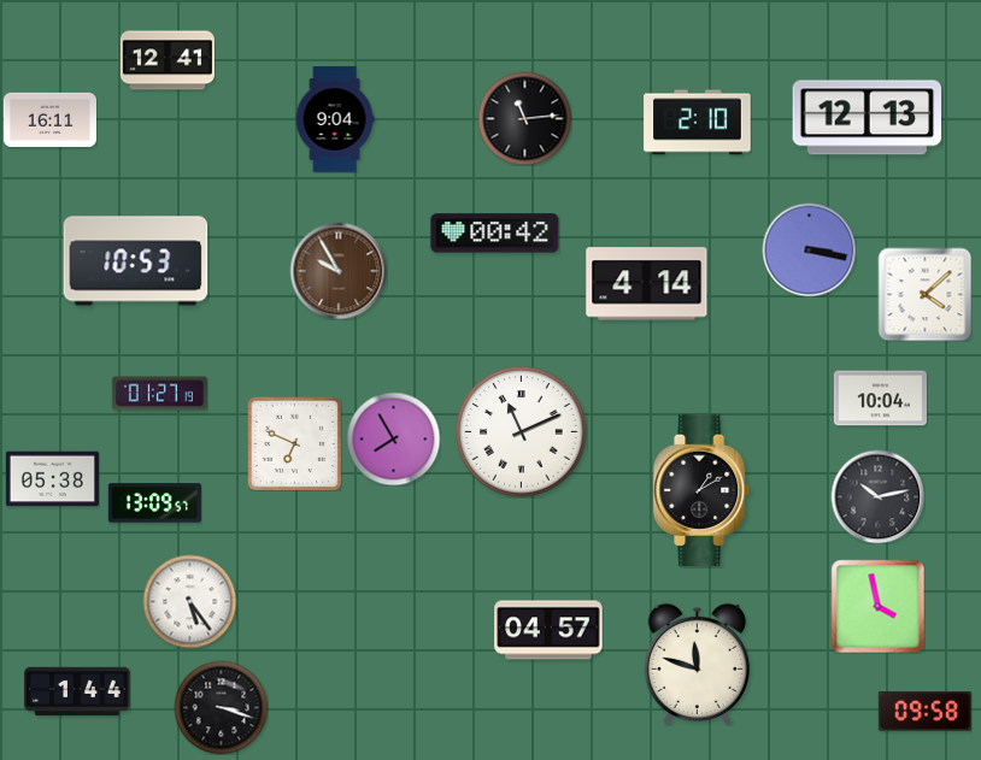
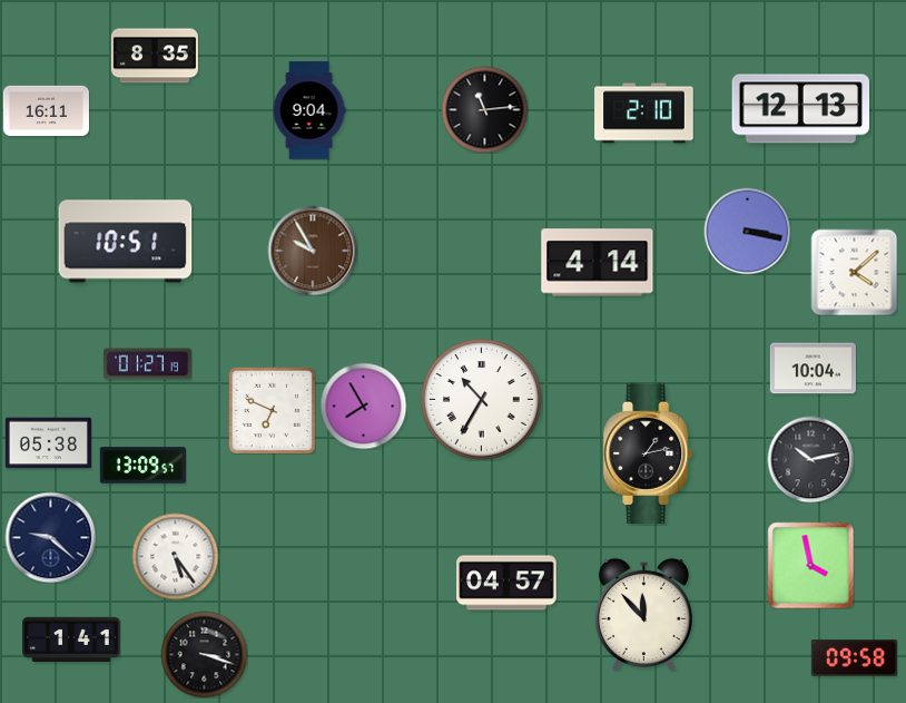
clock at (168, 60): 12:41 -> 8:35
clock at (495, 234): 00:42 -> none
clock at (136, 261): 10:53 -> 10:51
clock at (522, 432): 11:11 -> 10:35
clock at (703, 489): 1:10 -> 1:13
clock at (50, 537): none -> 9:22
clock at (877, 606) position: (877, 606) -> (810, 565)
clock at (697, 664): 11:48 -> 11:53
clock at (77, 691): 1:44 -> 1:41
